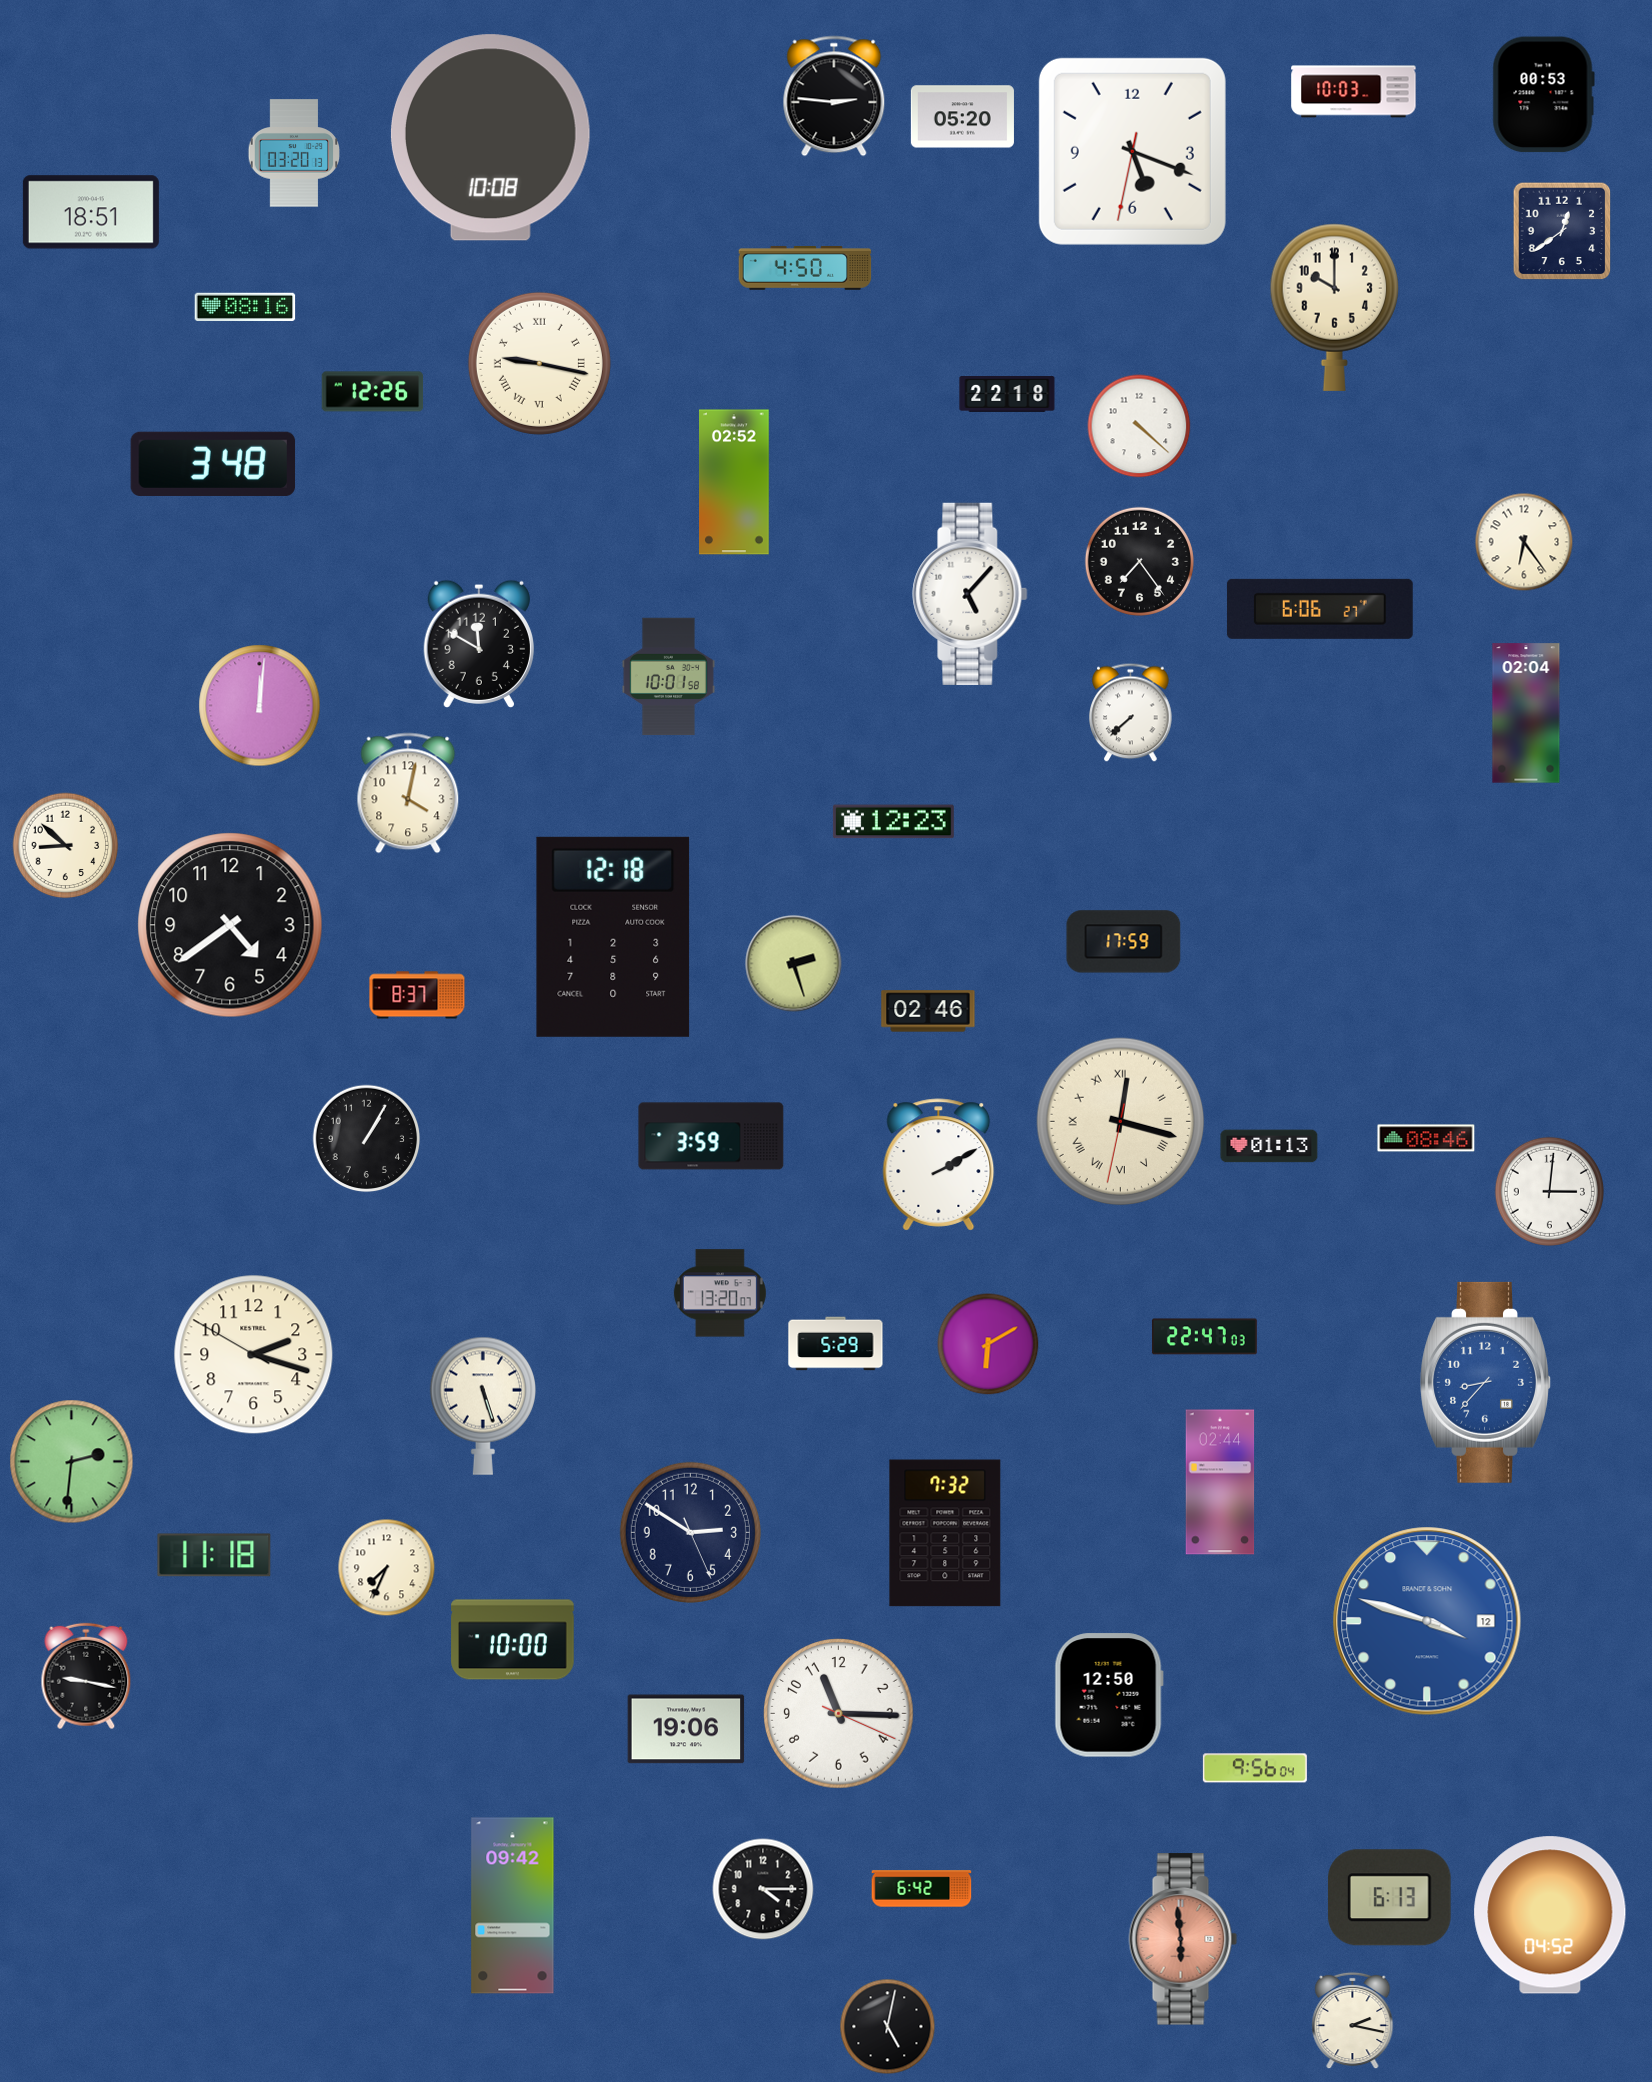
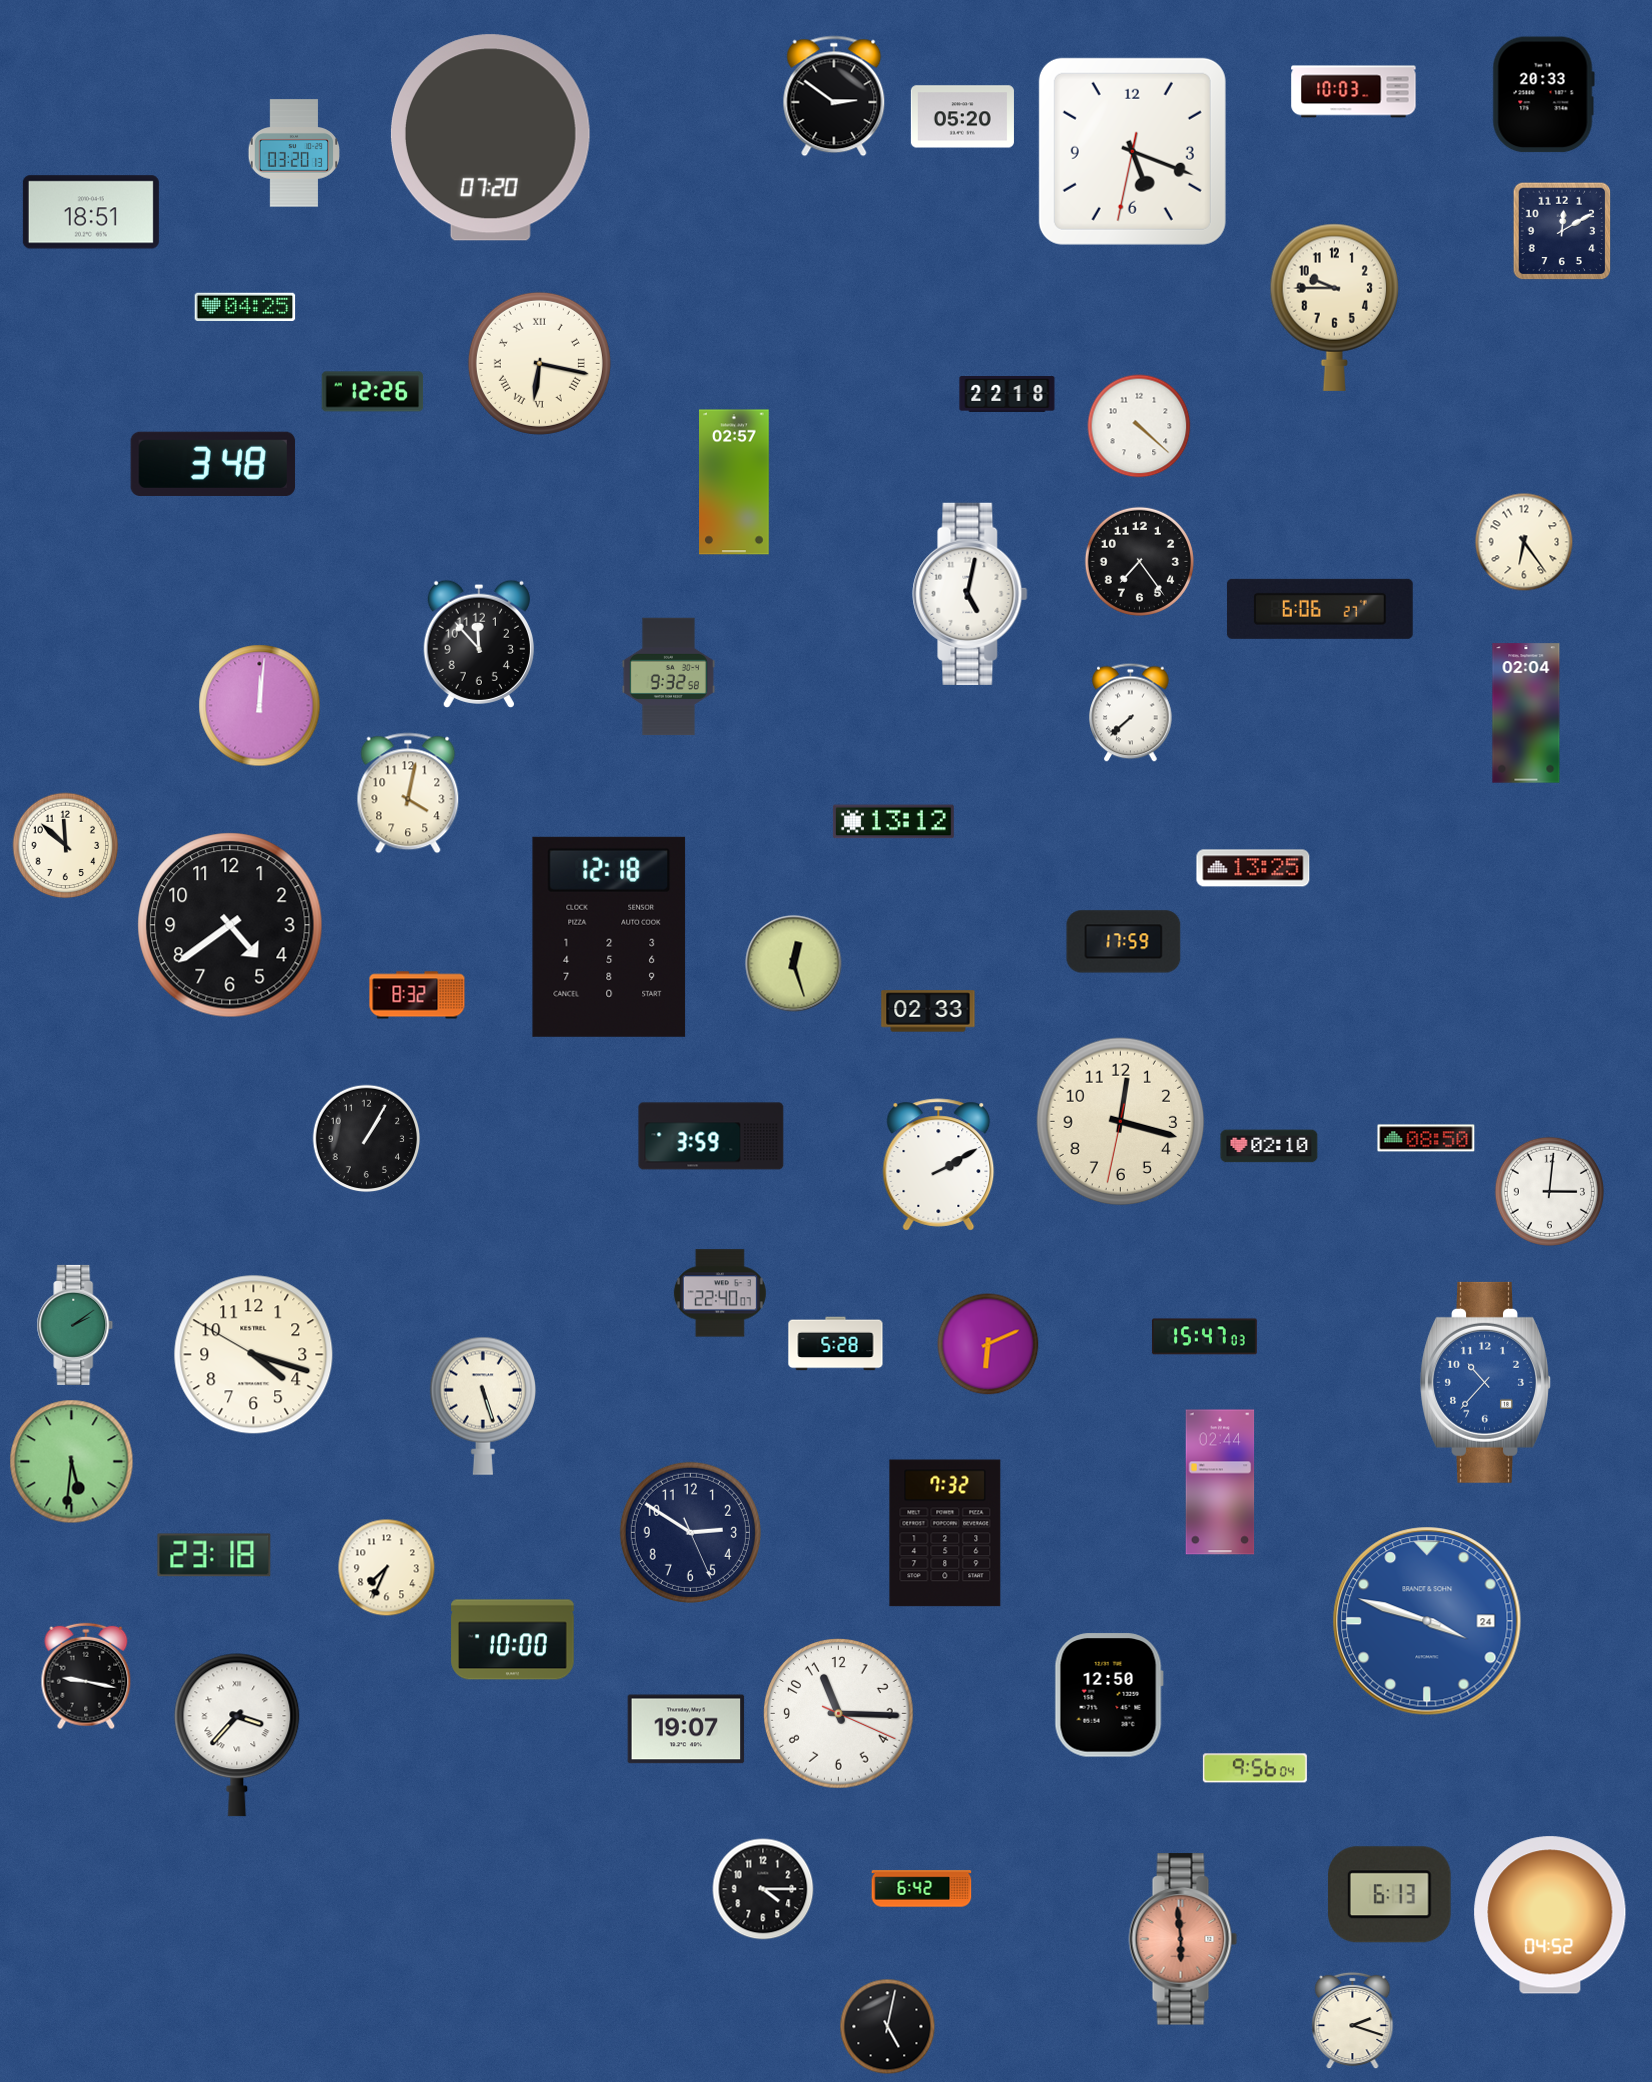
clock at (1543, 95): 00:53 -> 20:33
clock at (834, 96): 2:46 -> 2:51
clock at (490, 138): 10:08 -> 07:20
clock at (1562, 231): 12:39 -> 12:10
clock at (805, 269): 4:50 -> none
clock at (245, 307): 08:16 -> 04:25
clock at (1334, 307): 10:00 -> 9:45
clock at (539, 363): 9:17 -> 6:17
clock at (735, 482): 02:52 -> 02:57
clock at (970, 594): 5:07 -> 5:02
clock at (479, 644): 11:50 -> 11:53
clock at (668, 677): 10:01 -> 9:32
clock at (893, 822): 12:23 -> 13:12
clock at (66, 846): 8:52 -> 11:52
clock at (1253, 868): none -> 13:25
clock at (613, 937) position: (613, 937) -> (609, 937)
clock at (794, 964): 2:27 -> 12:27
clock at (417, 995): 8:37 -> 8:32
clock at (928, 1011): 02:46 -> 02:33
clock at (1121, 1122) numerals: Roman -> Arabic
clock at (1426, 1138): 08:46 -> 08:50
clock at (1269, 1146): 01:13 -> 02:10
clock at (720, 1293): 13:20 -> 22:40
clock at (75, 1325): none -> 2:09
clock at (1204, 1337): 22:47 -> 15:47
clock at (836, 1344): 5:29 -> 5:28
clock at (988, 1344): 6:10 -> 6:11
clock at (254, 1355): 2:17 -> 4:17
clock at (1486, 1382): 8:37 -> 10:37
clock at (72, 1462): 2:31 -> 5:31
clock at (214, 1555): 11:18 -> 23:18
clock at (1427, 1621) date: 12 -> 24
clock at (686, 1729): 19:06 -> 19:07
clock at (237, 1735): none -> 3:37
clock at (1389, 1898) position: (1389, 1898) -> (1389, 1895)
clock at (513, 1906): 09:42 -> none
clock at (1353, 2021): 2:17 -> 2:18
